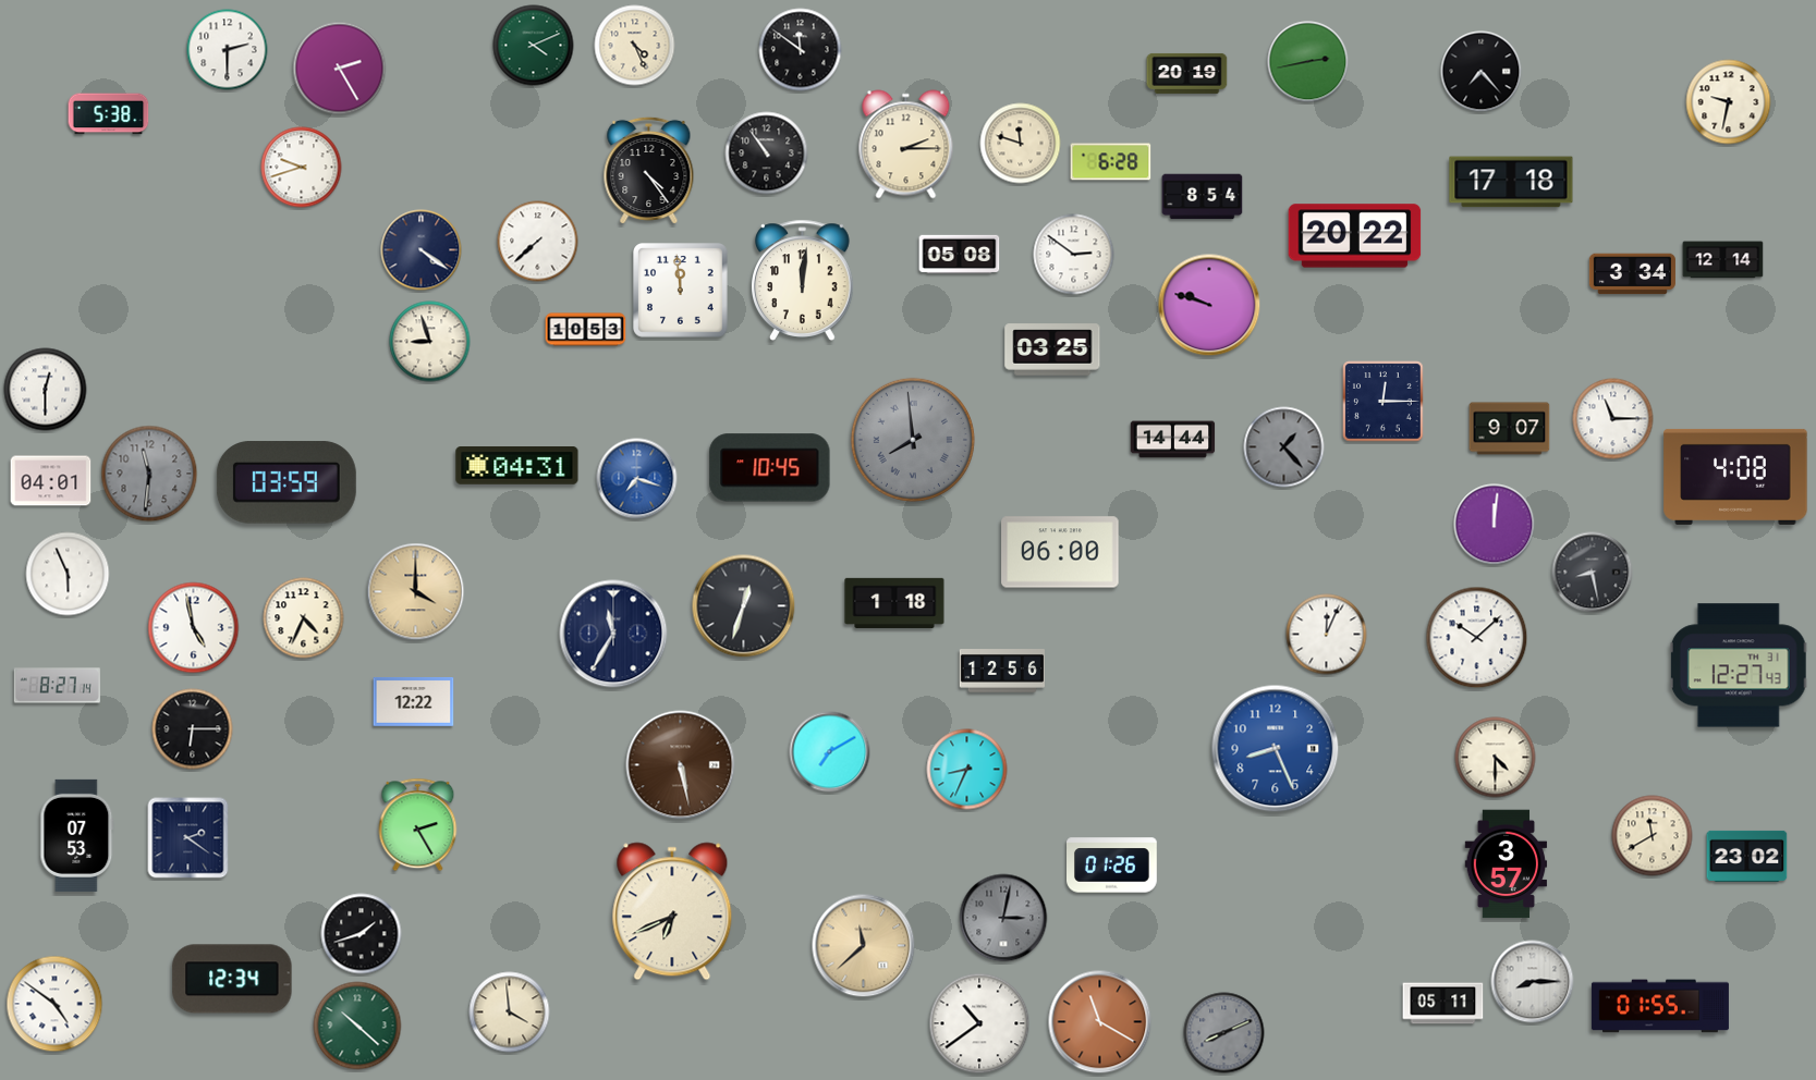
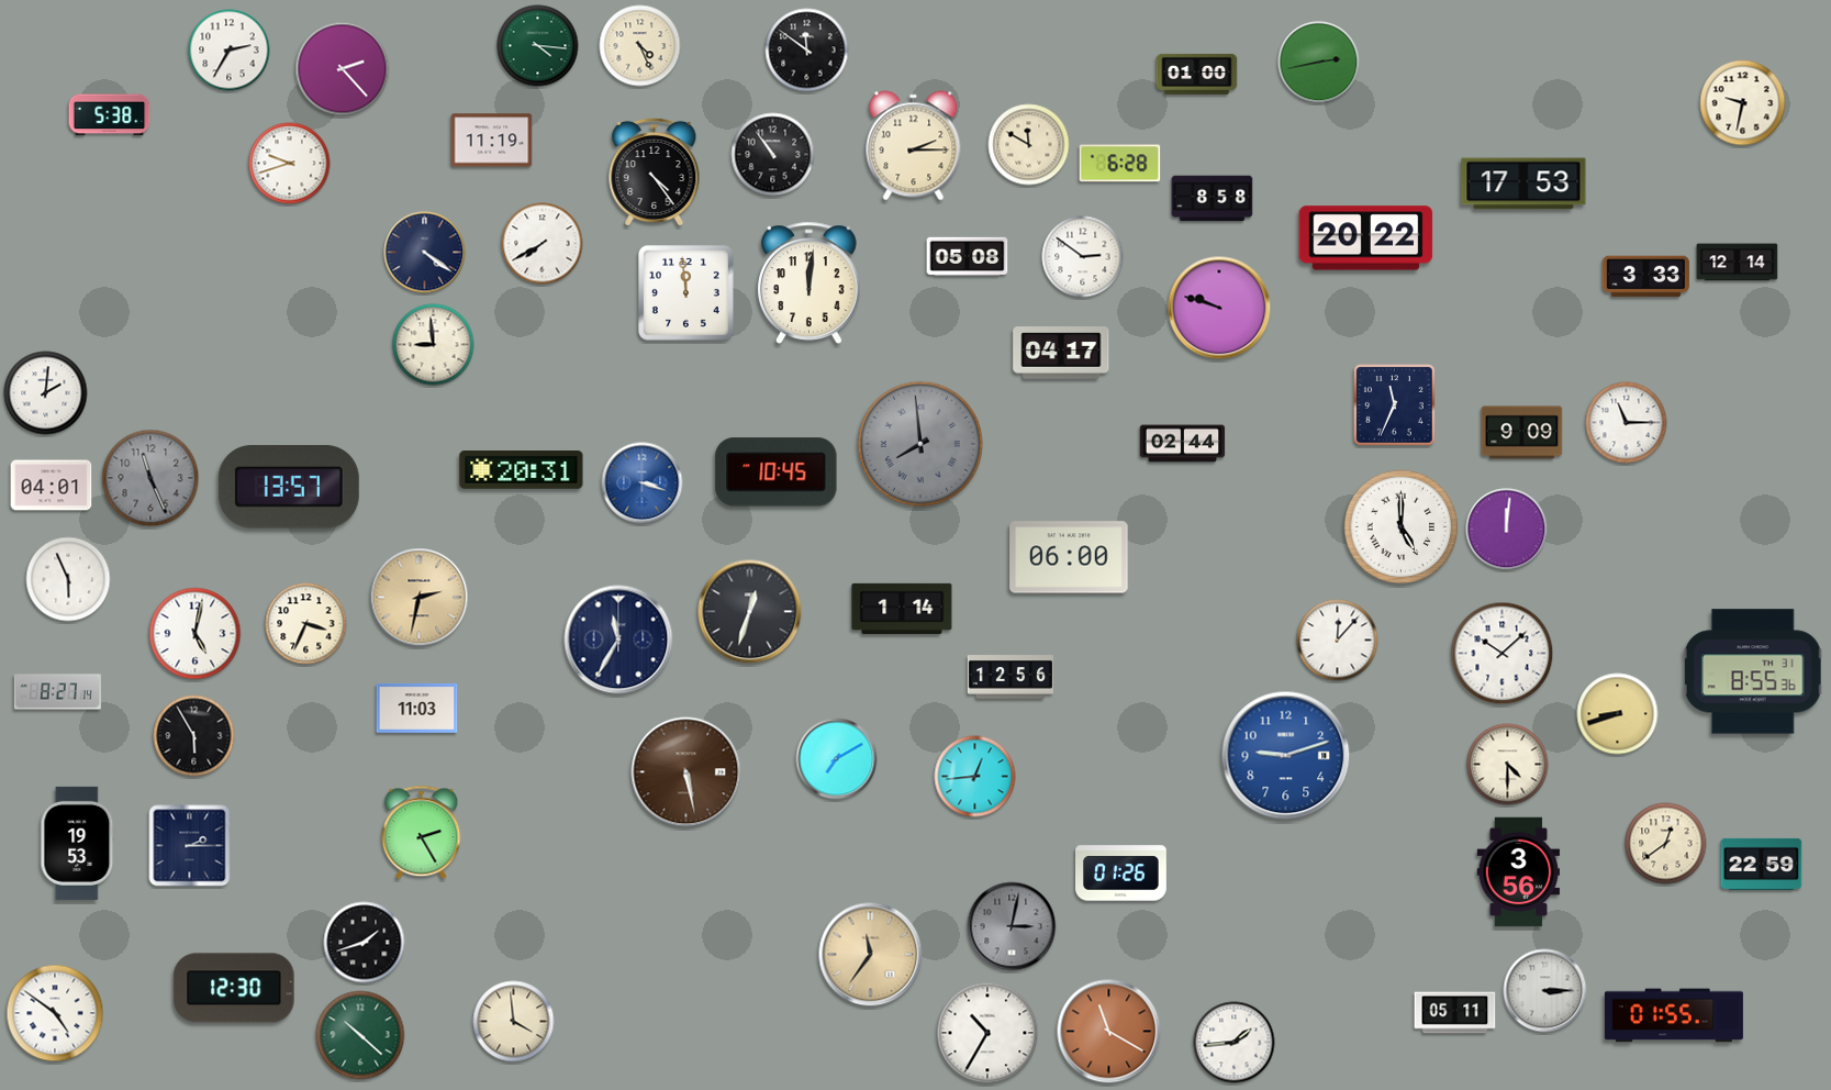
clock at (534, 46): 4:11 -> 4:16
clock at (228, 50): 2:30 -> 2:35
clock at (340, 69): 2:25 -> 2:23
clock at (1482, 72): 7:23 -> none
clock at (1187, 73): 20:19 -> 01:00
clock at (492, 141): none -> 11:19
clock at (1021, 144): 11:48 -> 11:50
clock at (302, 168) position: (302, 168) -> (290, 164)
clock at (1511, 182): 17:18 -> 17:53
clock at (1203, 197): 8:54 -> 8:58
clock at (538, 242): 7:38 -> 7:40
clock at (1632, 274): 3:34 -> 3:33
clock at (586, 330): 10:53 -> none
clock at (430, 342): 8:57 -> 8:59
clock at (1052, 349): 03:25 -> 04:17
clock at (46, 390): 12:30 -> 2:01
clock at (1384, 402): 12:15 -> 11:34
clock at (1510, 429): 9:07 -> 9:09
clock at (1173, 440): 14:44 -> 02:44
clock at (1284, 447): 1:23 -> none
clock at (517, 466): 04:31 -> 20:31
clock at (149, 474): 11:31 -> 11:26
clock at (1735, 477): 4:08 -> none
clock at (637, 479): 7:18 -> 3:18
clock at (287, 482): 03:59 -> 13:57
clock at (1402, 527): none -> 5:00
clock at (1593, 573): 8:28 -> none
clock at (416, 592): 4:00 -> 2:32
clock at (894, 602): 1:18 -> 1:14
clock at (304, 618): 4:34 -> 3:34
clock at (194, 628): 4:58 -> 5:02
clock at (1327, 635): 12:04 -> 12:07
clock at (1477, 638) position: (1477, 638) -> (1503, 654)
clock at (1739, 665): 12:27 -> 8:55
clock at (414, 702): 12:22 -> 11:03
clock at (1618, 714): none -> 8:42
clock at (193, 729): 6:15 -> 5:55
clock at (1276, 749): 8:26 -> 9:12
clock at (967, 770): 8:34 -> 12:44
clock at (77, 835): 07:53 -> 19:53
clock at (1653, 836): 11:40 -> 12:39
clock at (188, 838): 2:21 -> 2:15
clock at (1747, 856): 23:02 -> 22:59
clock at (1507, 864): 3:57 -> 3:56
clock at (672, 911): 6:41 -> none
clock at (864, 946): 11:38 -> 11:36
clock at (232, 979): 12:34 -> 12:30
clock at (1533, 982): 8:15 -> 3:15
clock at (979, 1023): 10:39 -> 10:35
clock at (1224, 1033): 8:11 -> 1:44
clock at (1224, 1033) dial: grey -> white
